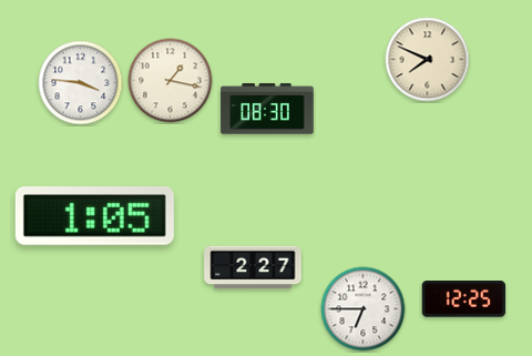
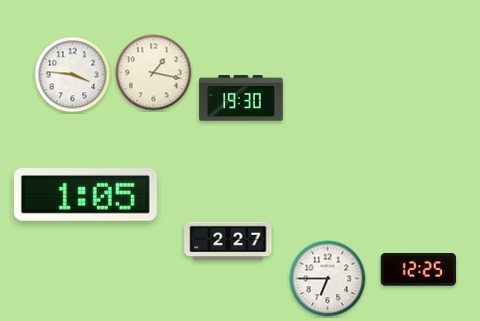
clock at (428, 60): 7:49 -> none
clock at (267, 109): 08:30 -> 19:30
